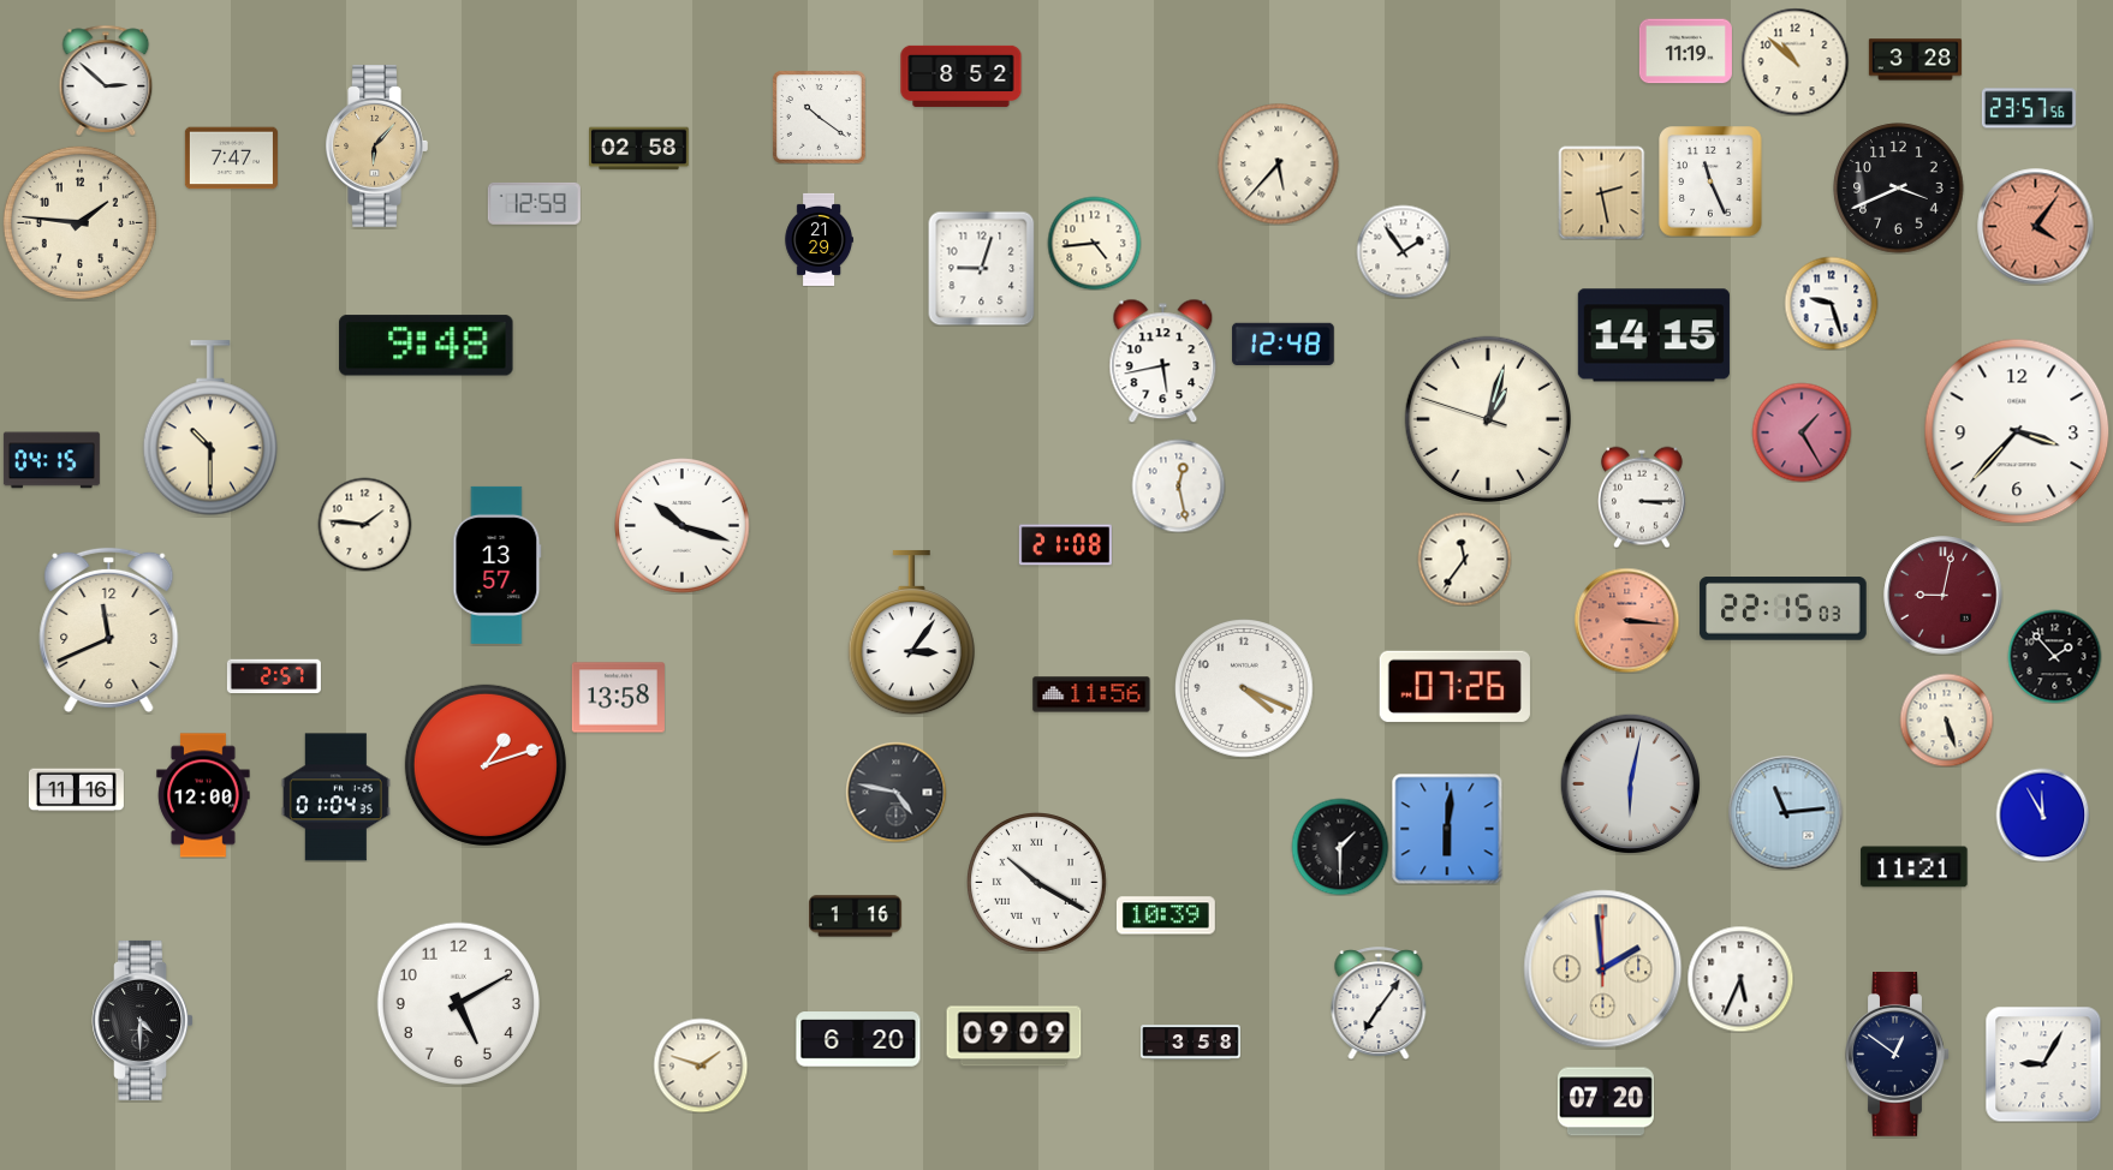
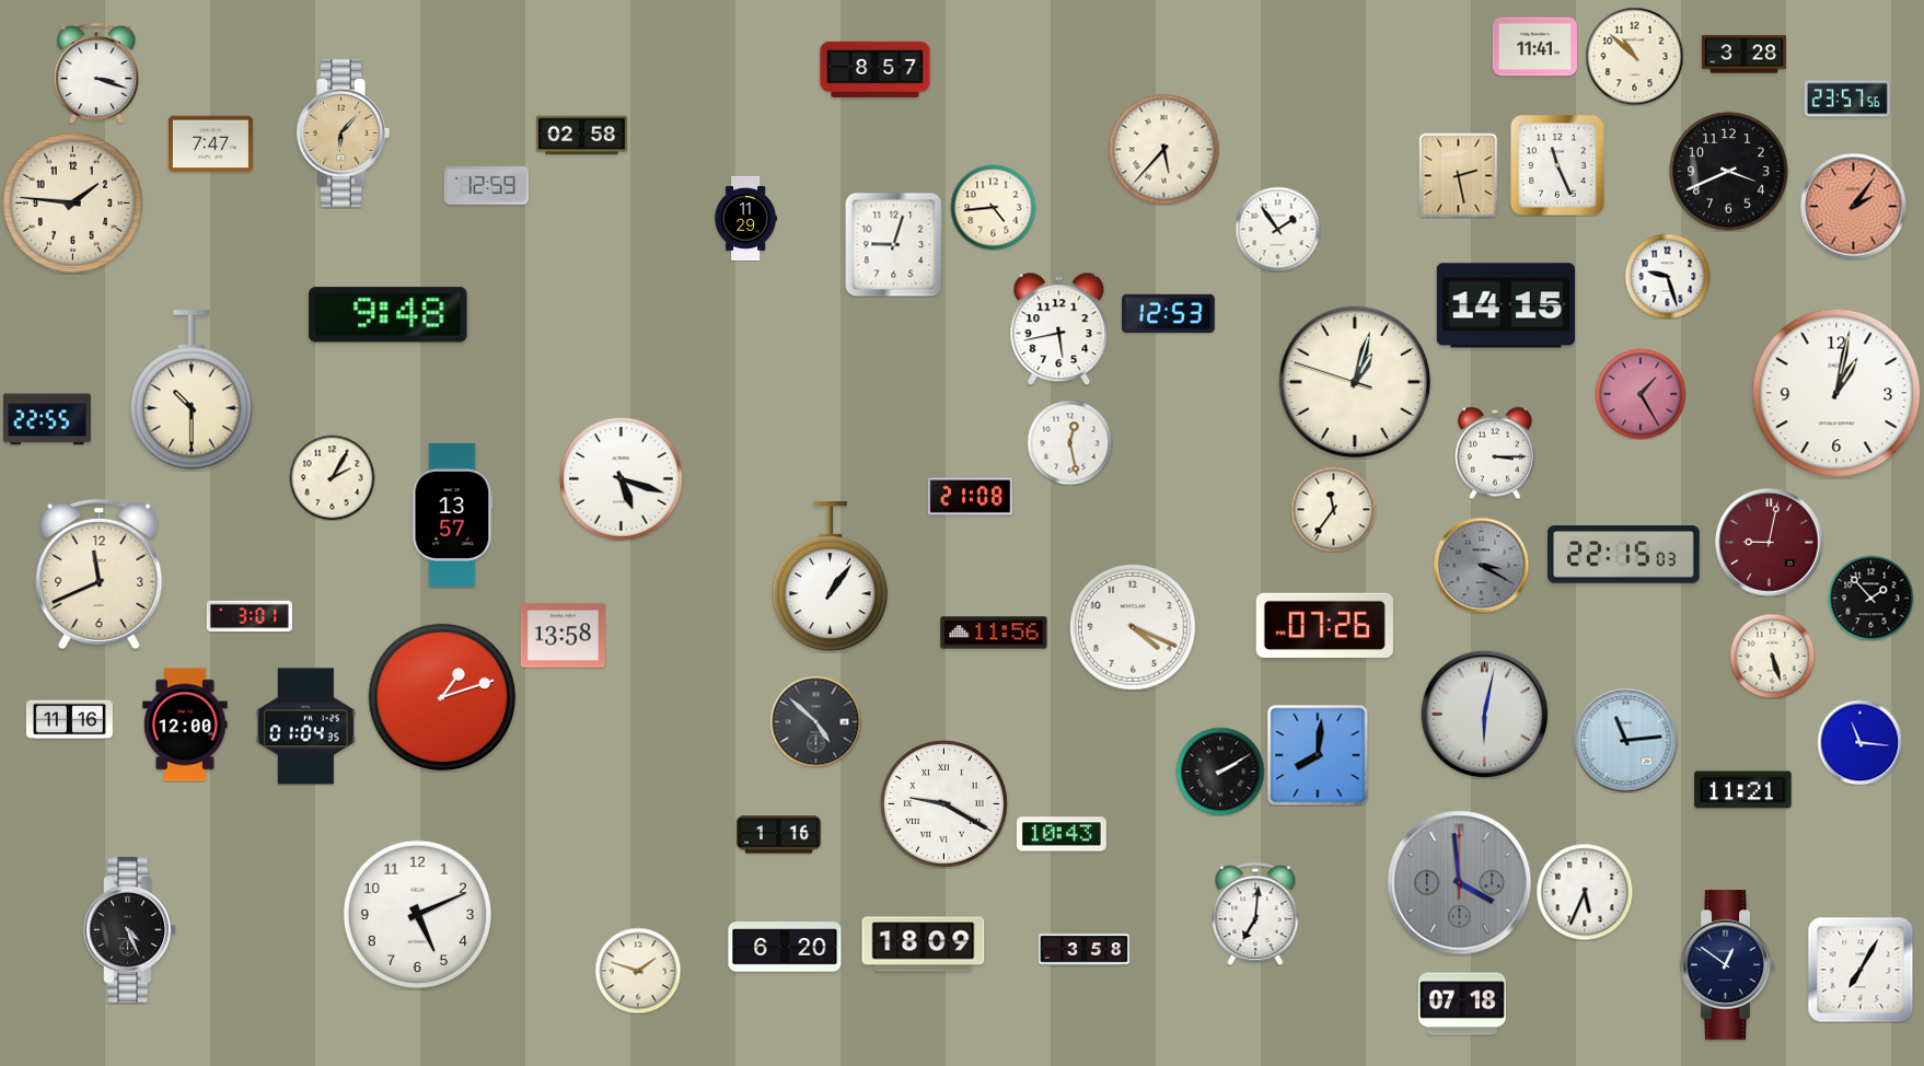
clock at (1685, 52): 11:19 -> 11:41
clock at (962, 76): 8:52 -> 8:57
clock at (106, 80): 2:52 -> 3:18
clock at (820, 118): 10:21 -> none
clock at (2036, 227): 4:06 -> 2:06
clock at (819, 239): 21:29 -> 11:29
clock at (1094, 243) position: (1094, 243) -> (993, 207)
clock at (1284, 344): 12:48 -> 12:53
clock at (2017, 431): 3:37 -> 1:02
clock at (52, 460): 04:15 -> 22:55
clock at (1178, 485) position: (1178, 485) -> (1069, 442)
clock at (364, 524): 1:46 -> 2:05
clock at (683, 526): 10:18 -> 5:18
clock at (1626, 620): 3:16 -> 3:20
clock at (1626, 620) dial: salmon -> grey
clock at (911, 633): 3:06 -> 1:06
clock at (274, 676): 2:57 -> 3:01
clock at (895, 792): 4:47 -> 4:52
clock at (2042, 814): 11:55 -> 11:16
clock at (1447, 829): 6:01 -> 8:01
clock at (1340, 847): 1:30 -> 2:10
clock at (1037, 883): 10:20 -> 9:20
clock at (1166, 915): 10:39 -> 10:43
clock at (1603, 969): 1:59 -> 3:59
clock at (1603, 969) dial: cream -> grey
clock at (458, 1003): 5:10 -> 5:11
clock at (1379, 1003): 7:06 -> 7:01
clock at (143, 1020): 4:30 -> 4:26
clock at (1014, 1037): 09:09 -> 18:09
clock at (858, 1039) position: (858, 1039) -> (785, 947)
clock at (1898, 1055) position: (1898, 1055) -> (1728, 965)
clock at (2043, 1064): 9:05 -> 7:05
clock at (1606, 1102): 07:20 -> 07:18
